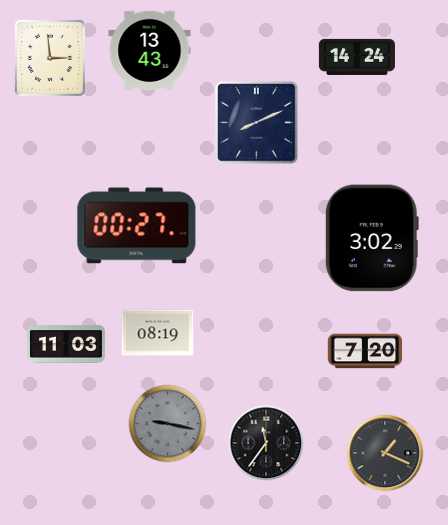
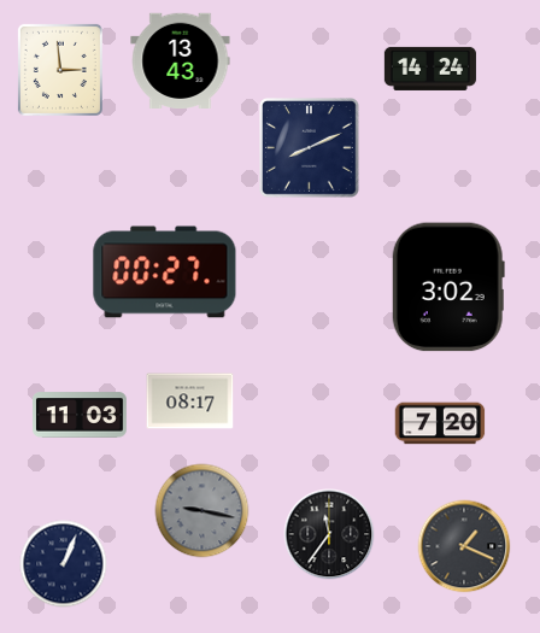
clock at (158, 333): 08:19 -> 08:17
clock at (266, 443) position: (266, 443) -> (329, 534)
clock at (64, 564): none -> 1:04
